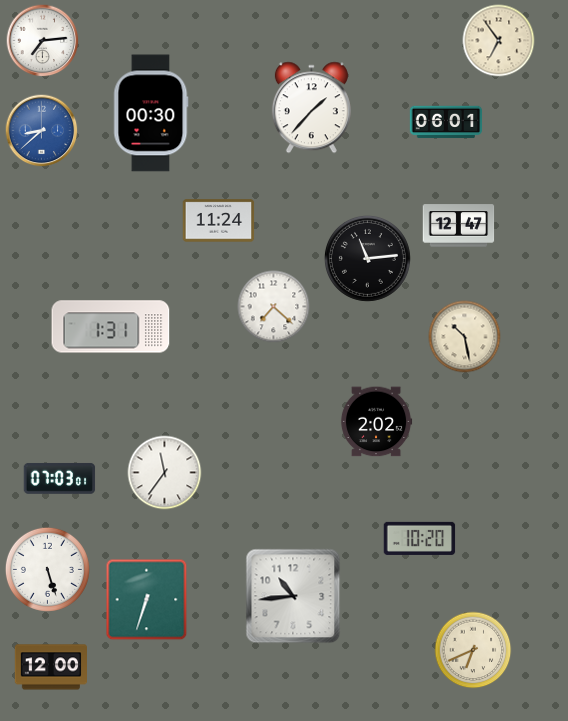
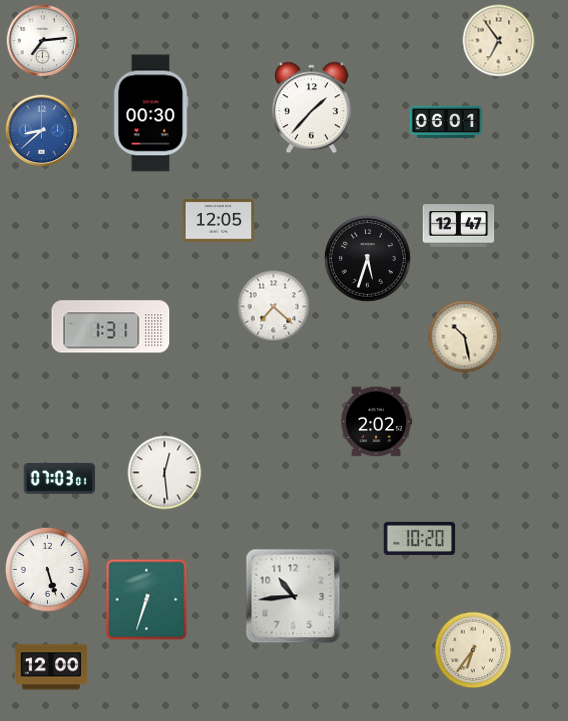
clock at (219, 221): 11:24 -> 12:05
clock at (367, 258): 11:14 -> 5:33
clock at (165, 473): 11:36 -> 12:29
clock at (473, 650): 6:41 -> 6:36
